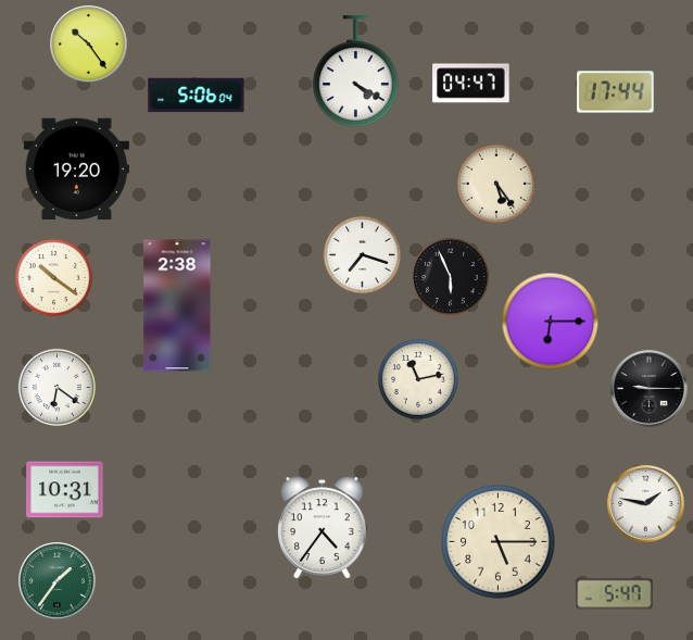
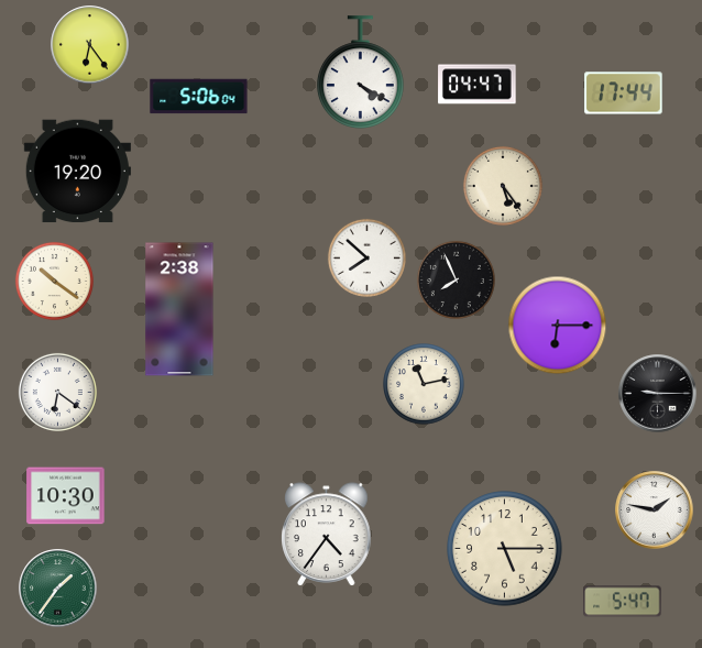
clock at (89, 45): 10:24 -> 6:24
clock at (362, 254): 7:18 -> 7:52
clock at (450, 276): 5:56 -> 7:56
clock at (65, 490): 10:31 -> 10:30
